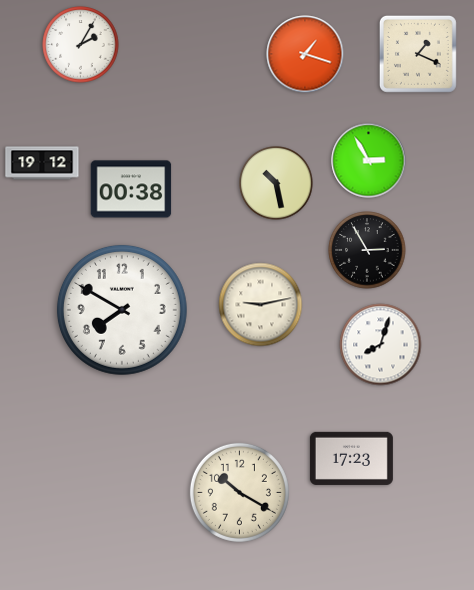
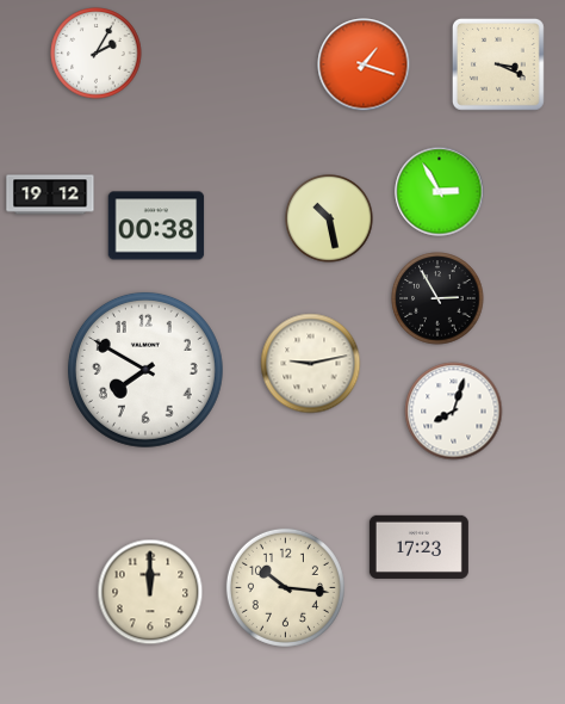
clock at (418, 54): 1:19 -> 3:19
clock at (239, 492): 10:20 -> 10:16
clock at (150, 592): none -> 12:00
